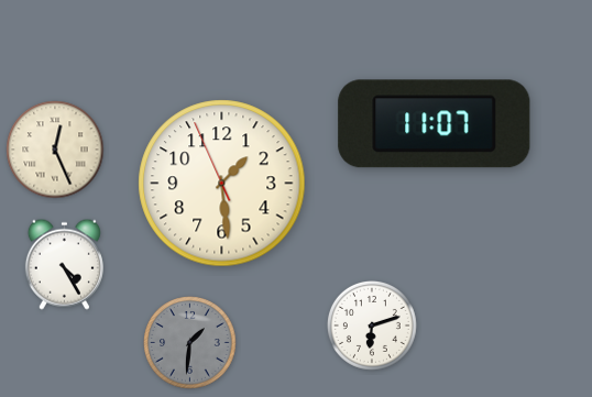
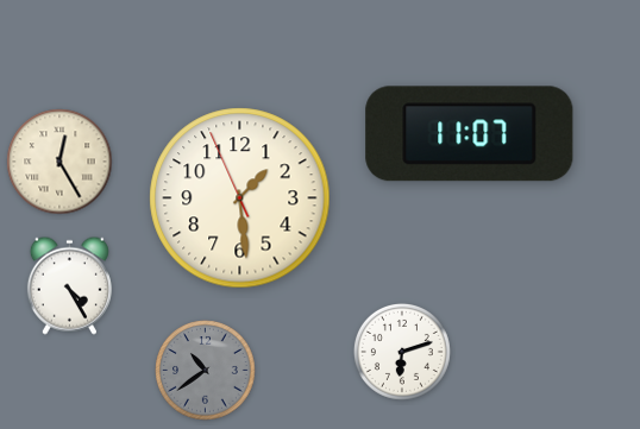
clock at (55, 150): 12:26 -> 12:25
clock at (190, 343): 1:31 -> 10:39
